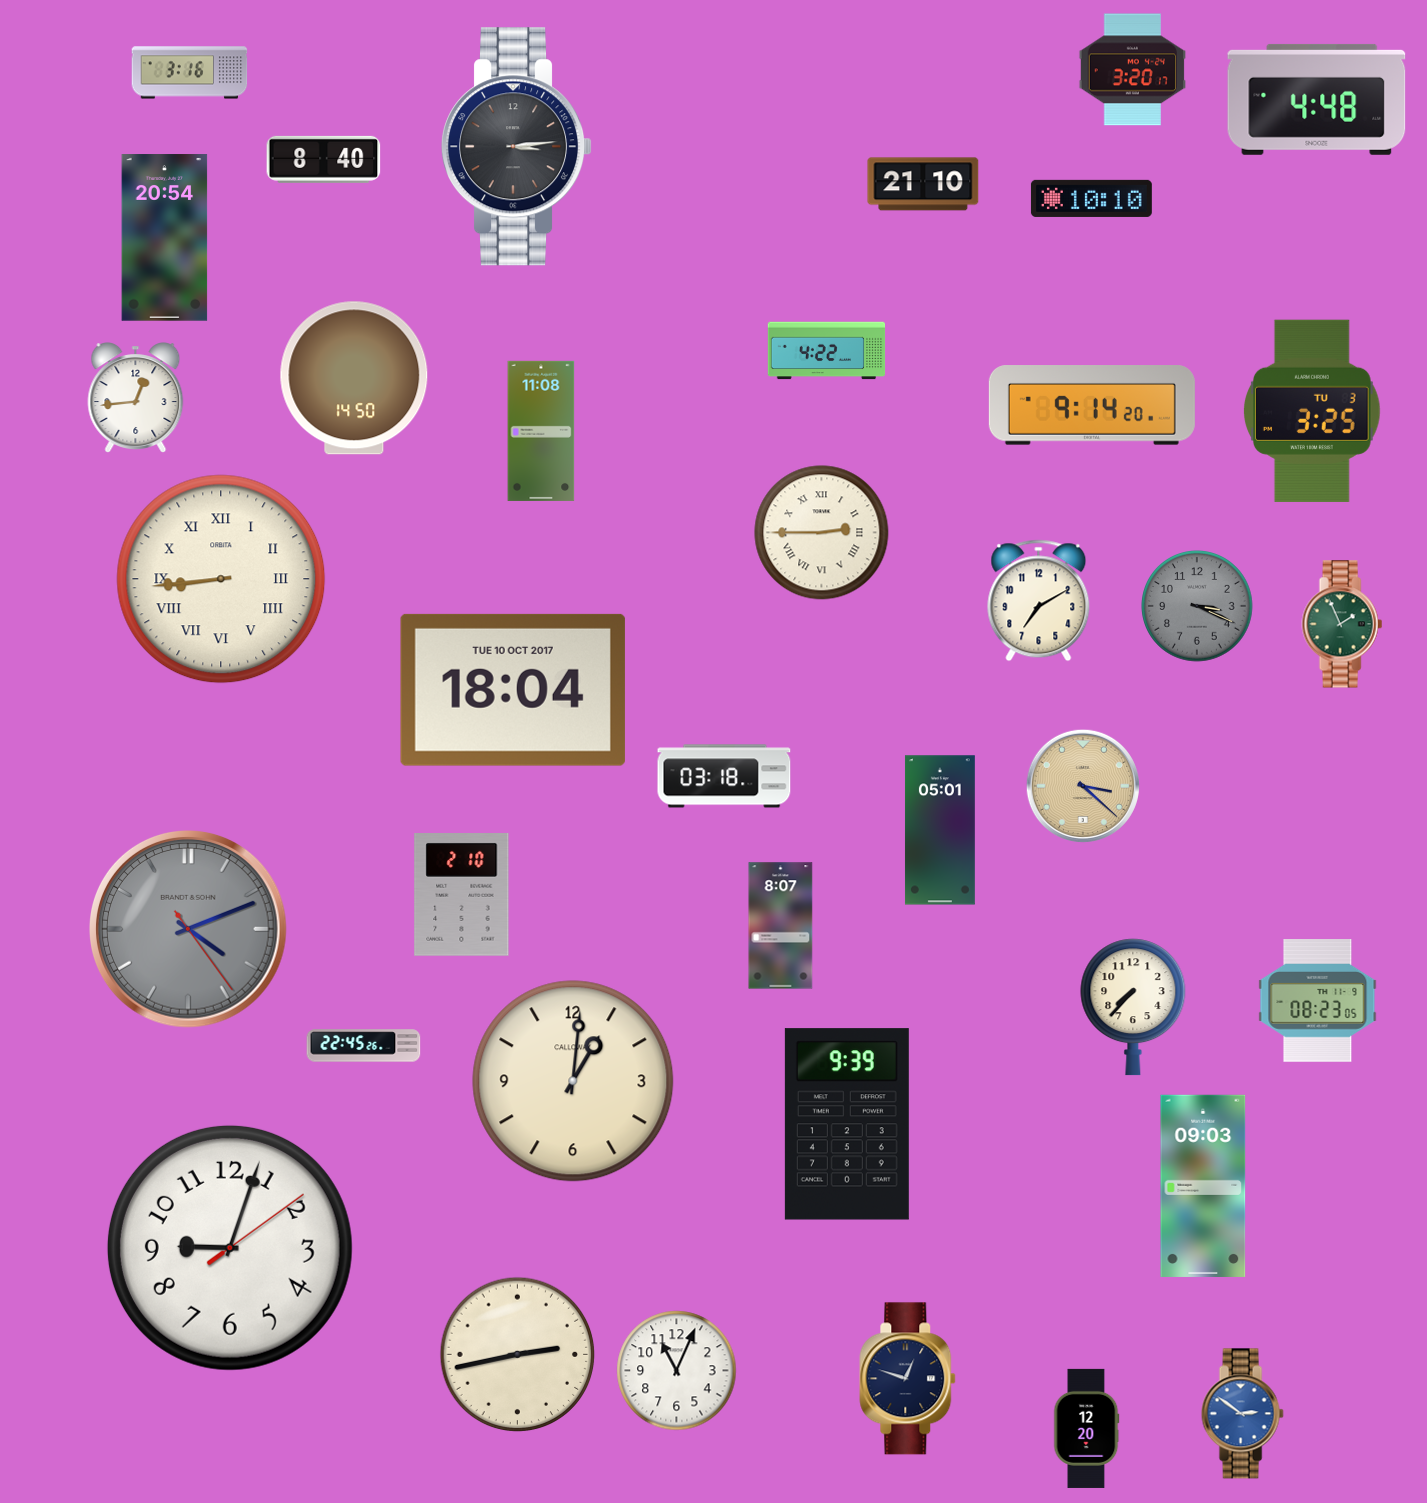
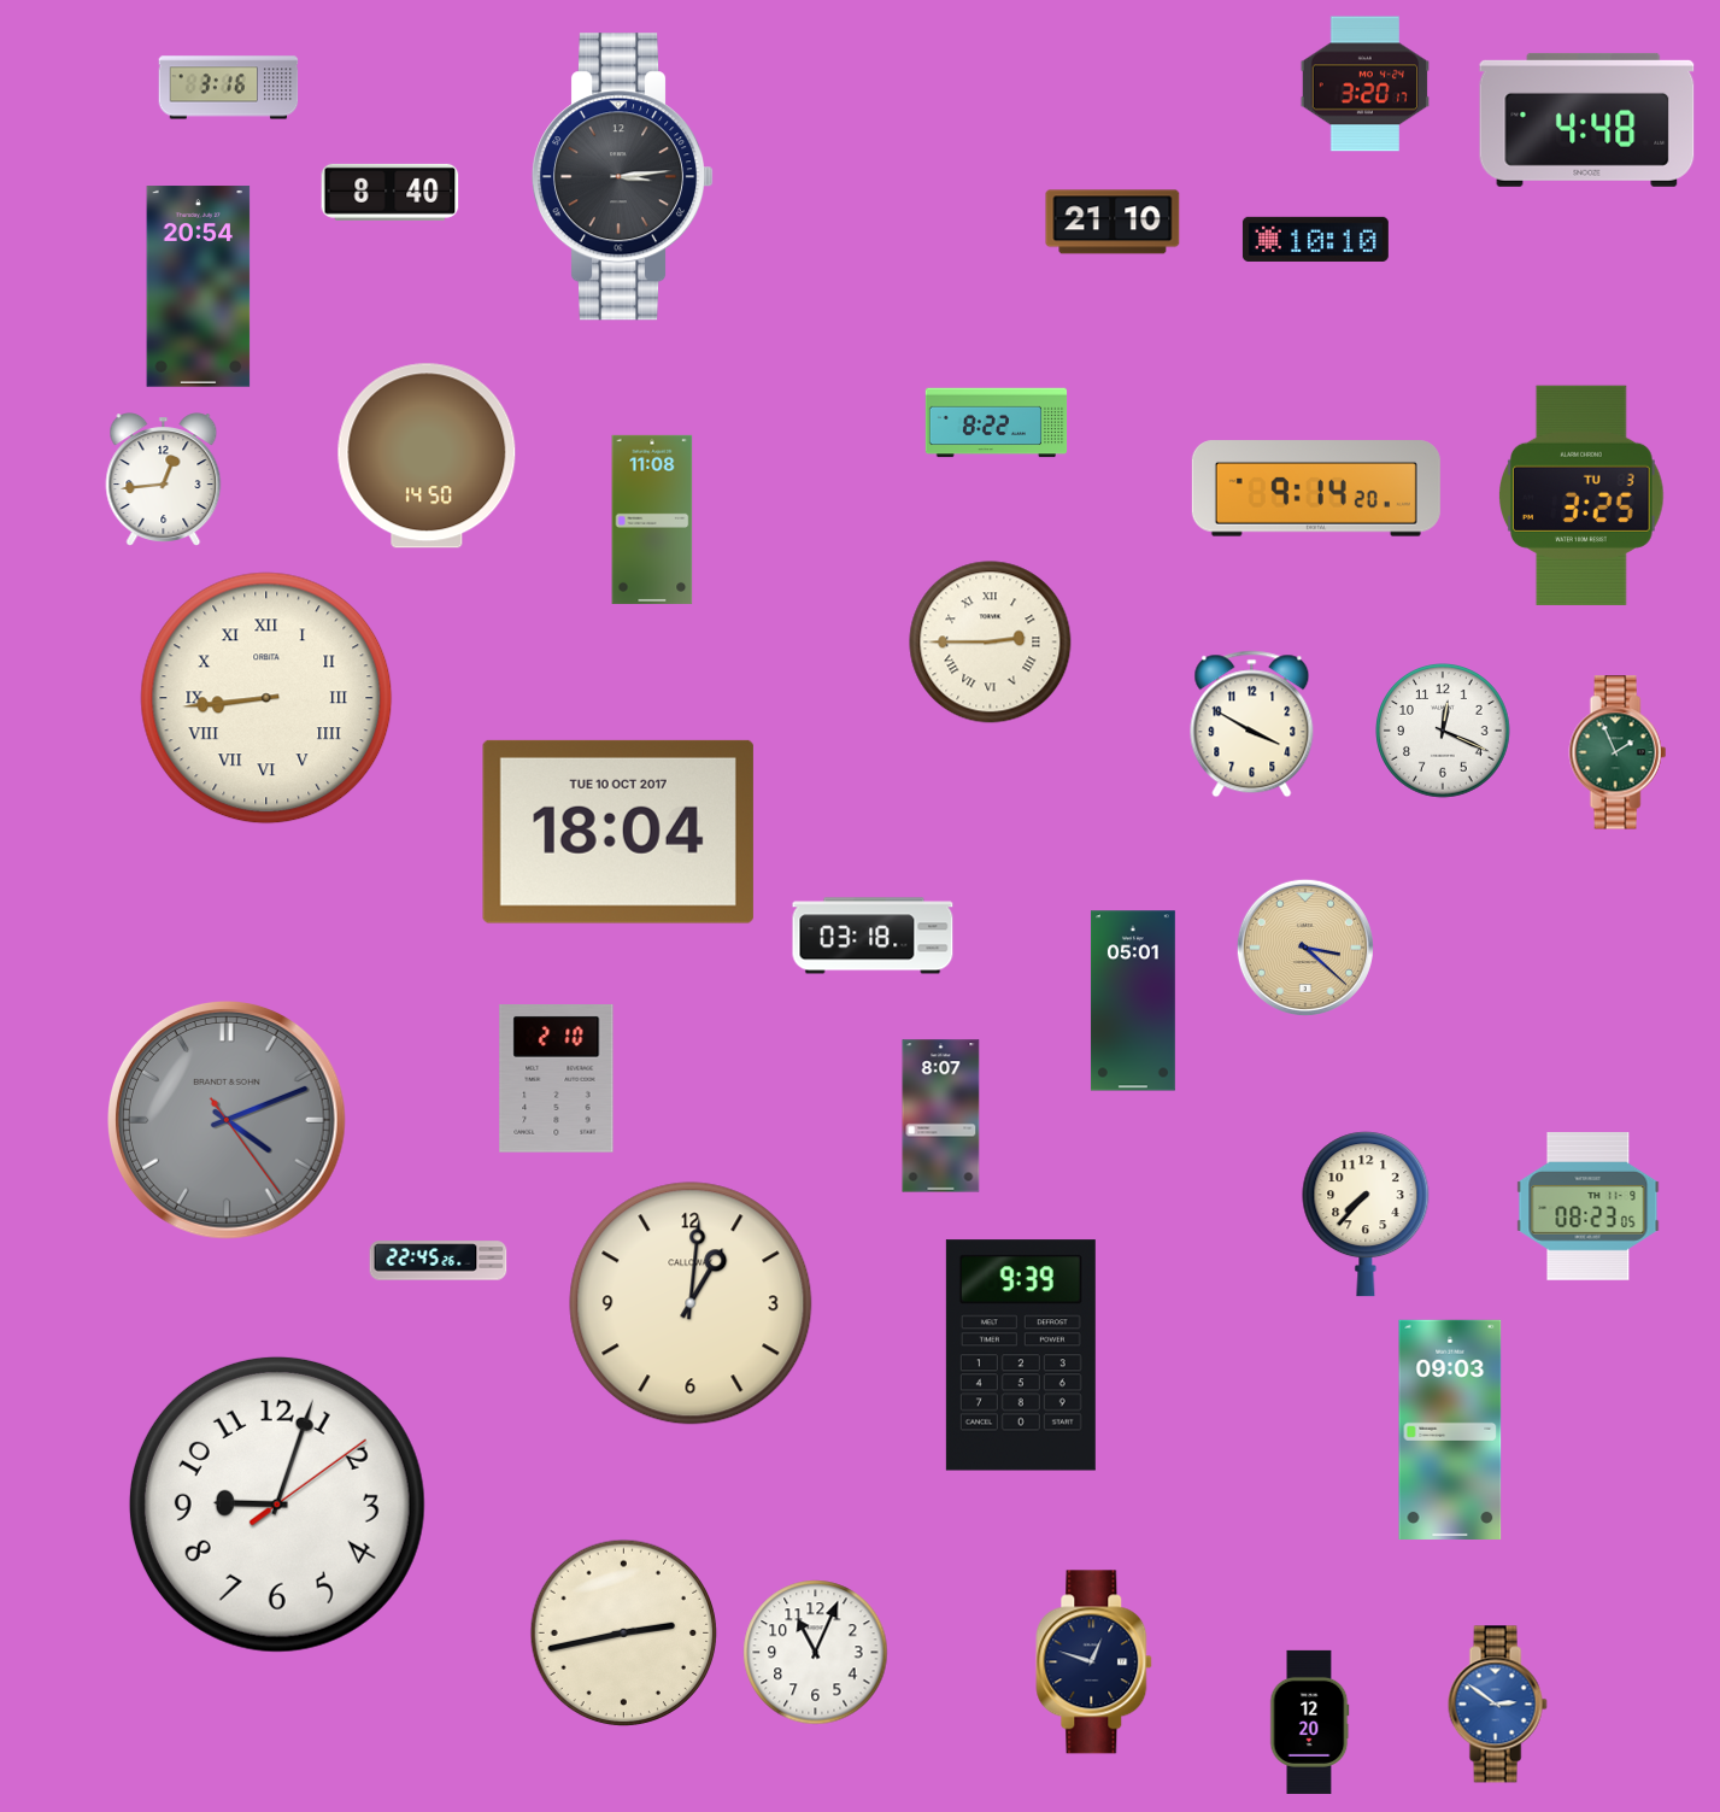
clock at (827, 351): 4:22 -> 8:22
clock at (1039, 601): 7:10 -> 3:50
clock at (1197, 606): 3:19 -> 12:19
clock at (1197, 606) dial: grey -> white
